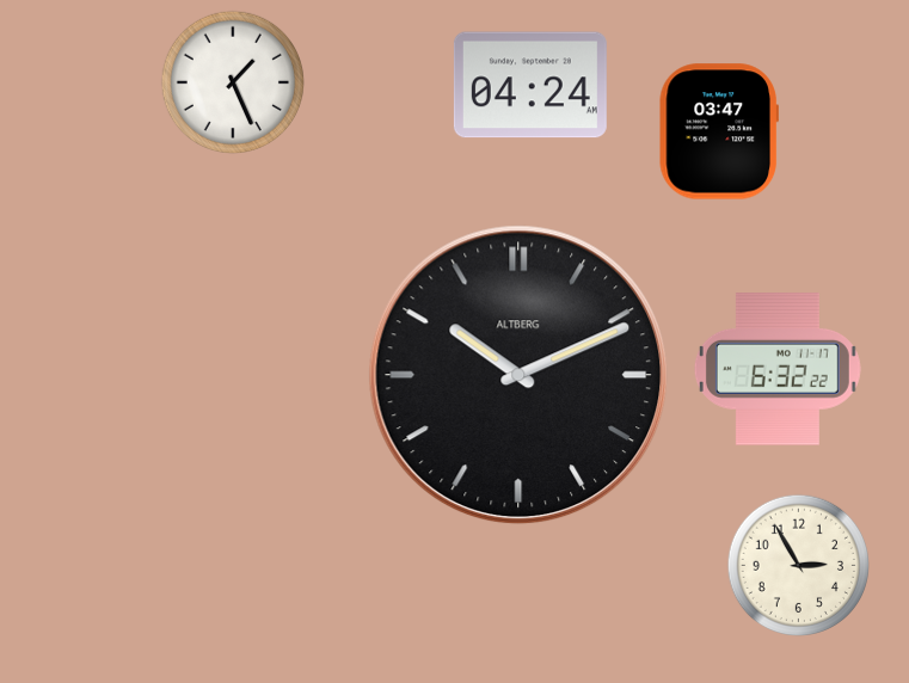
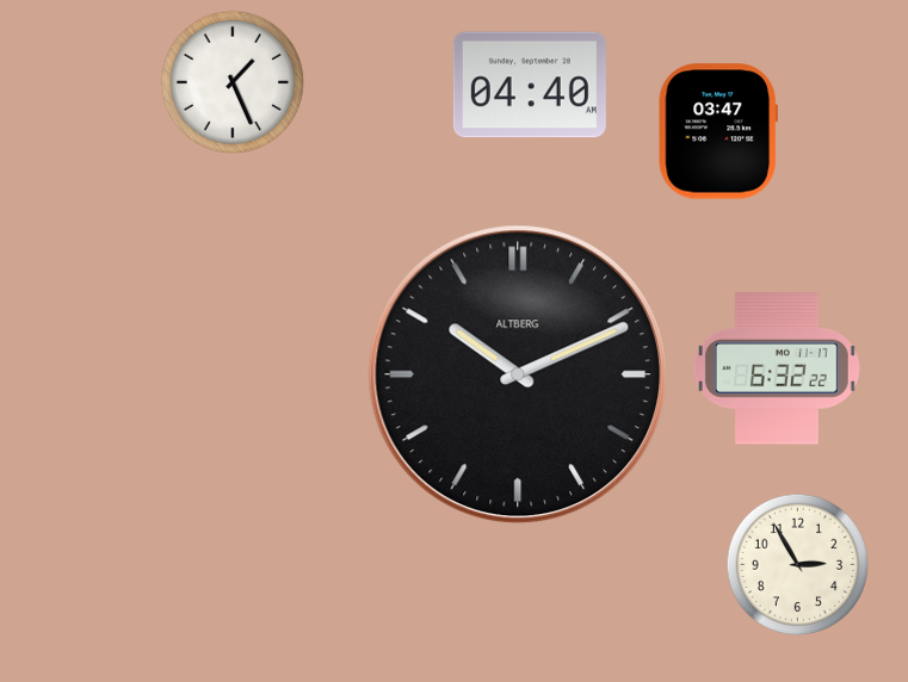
clock at (530, 85): 04:24 -> 04:40
